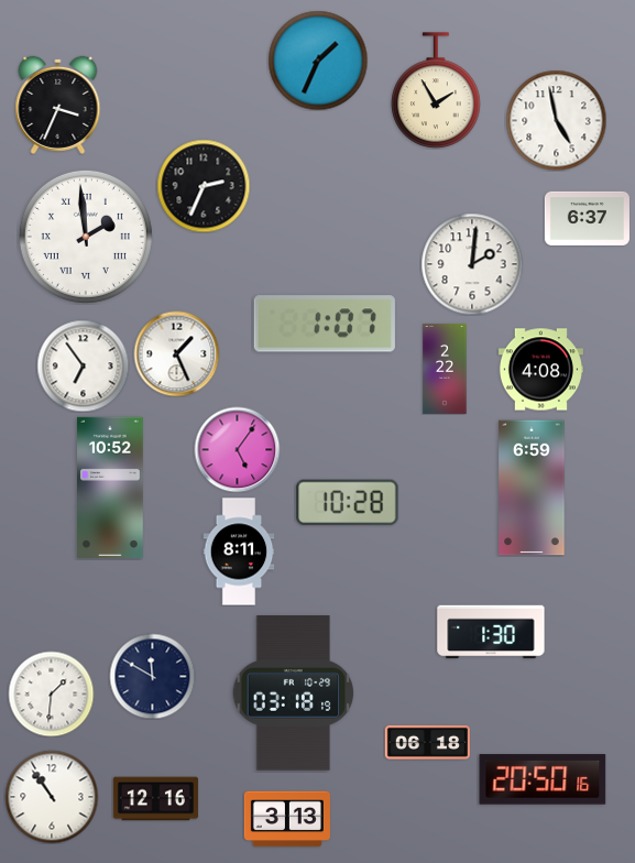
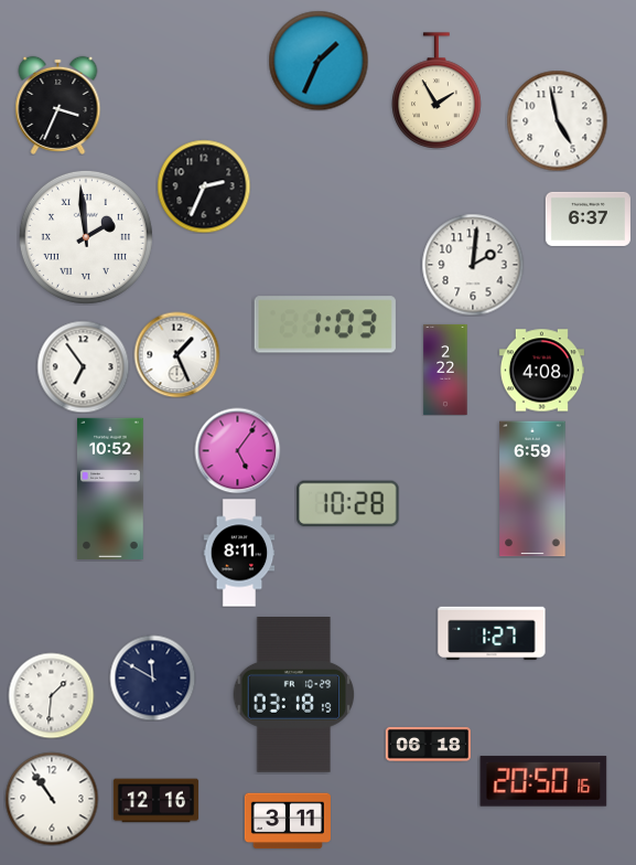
clock at (325, 324): 1:07 -> 1:03
clock at (491, 632): 1:30 -> 1:27
clock at (287, 819): 3:13 -> 3:11
